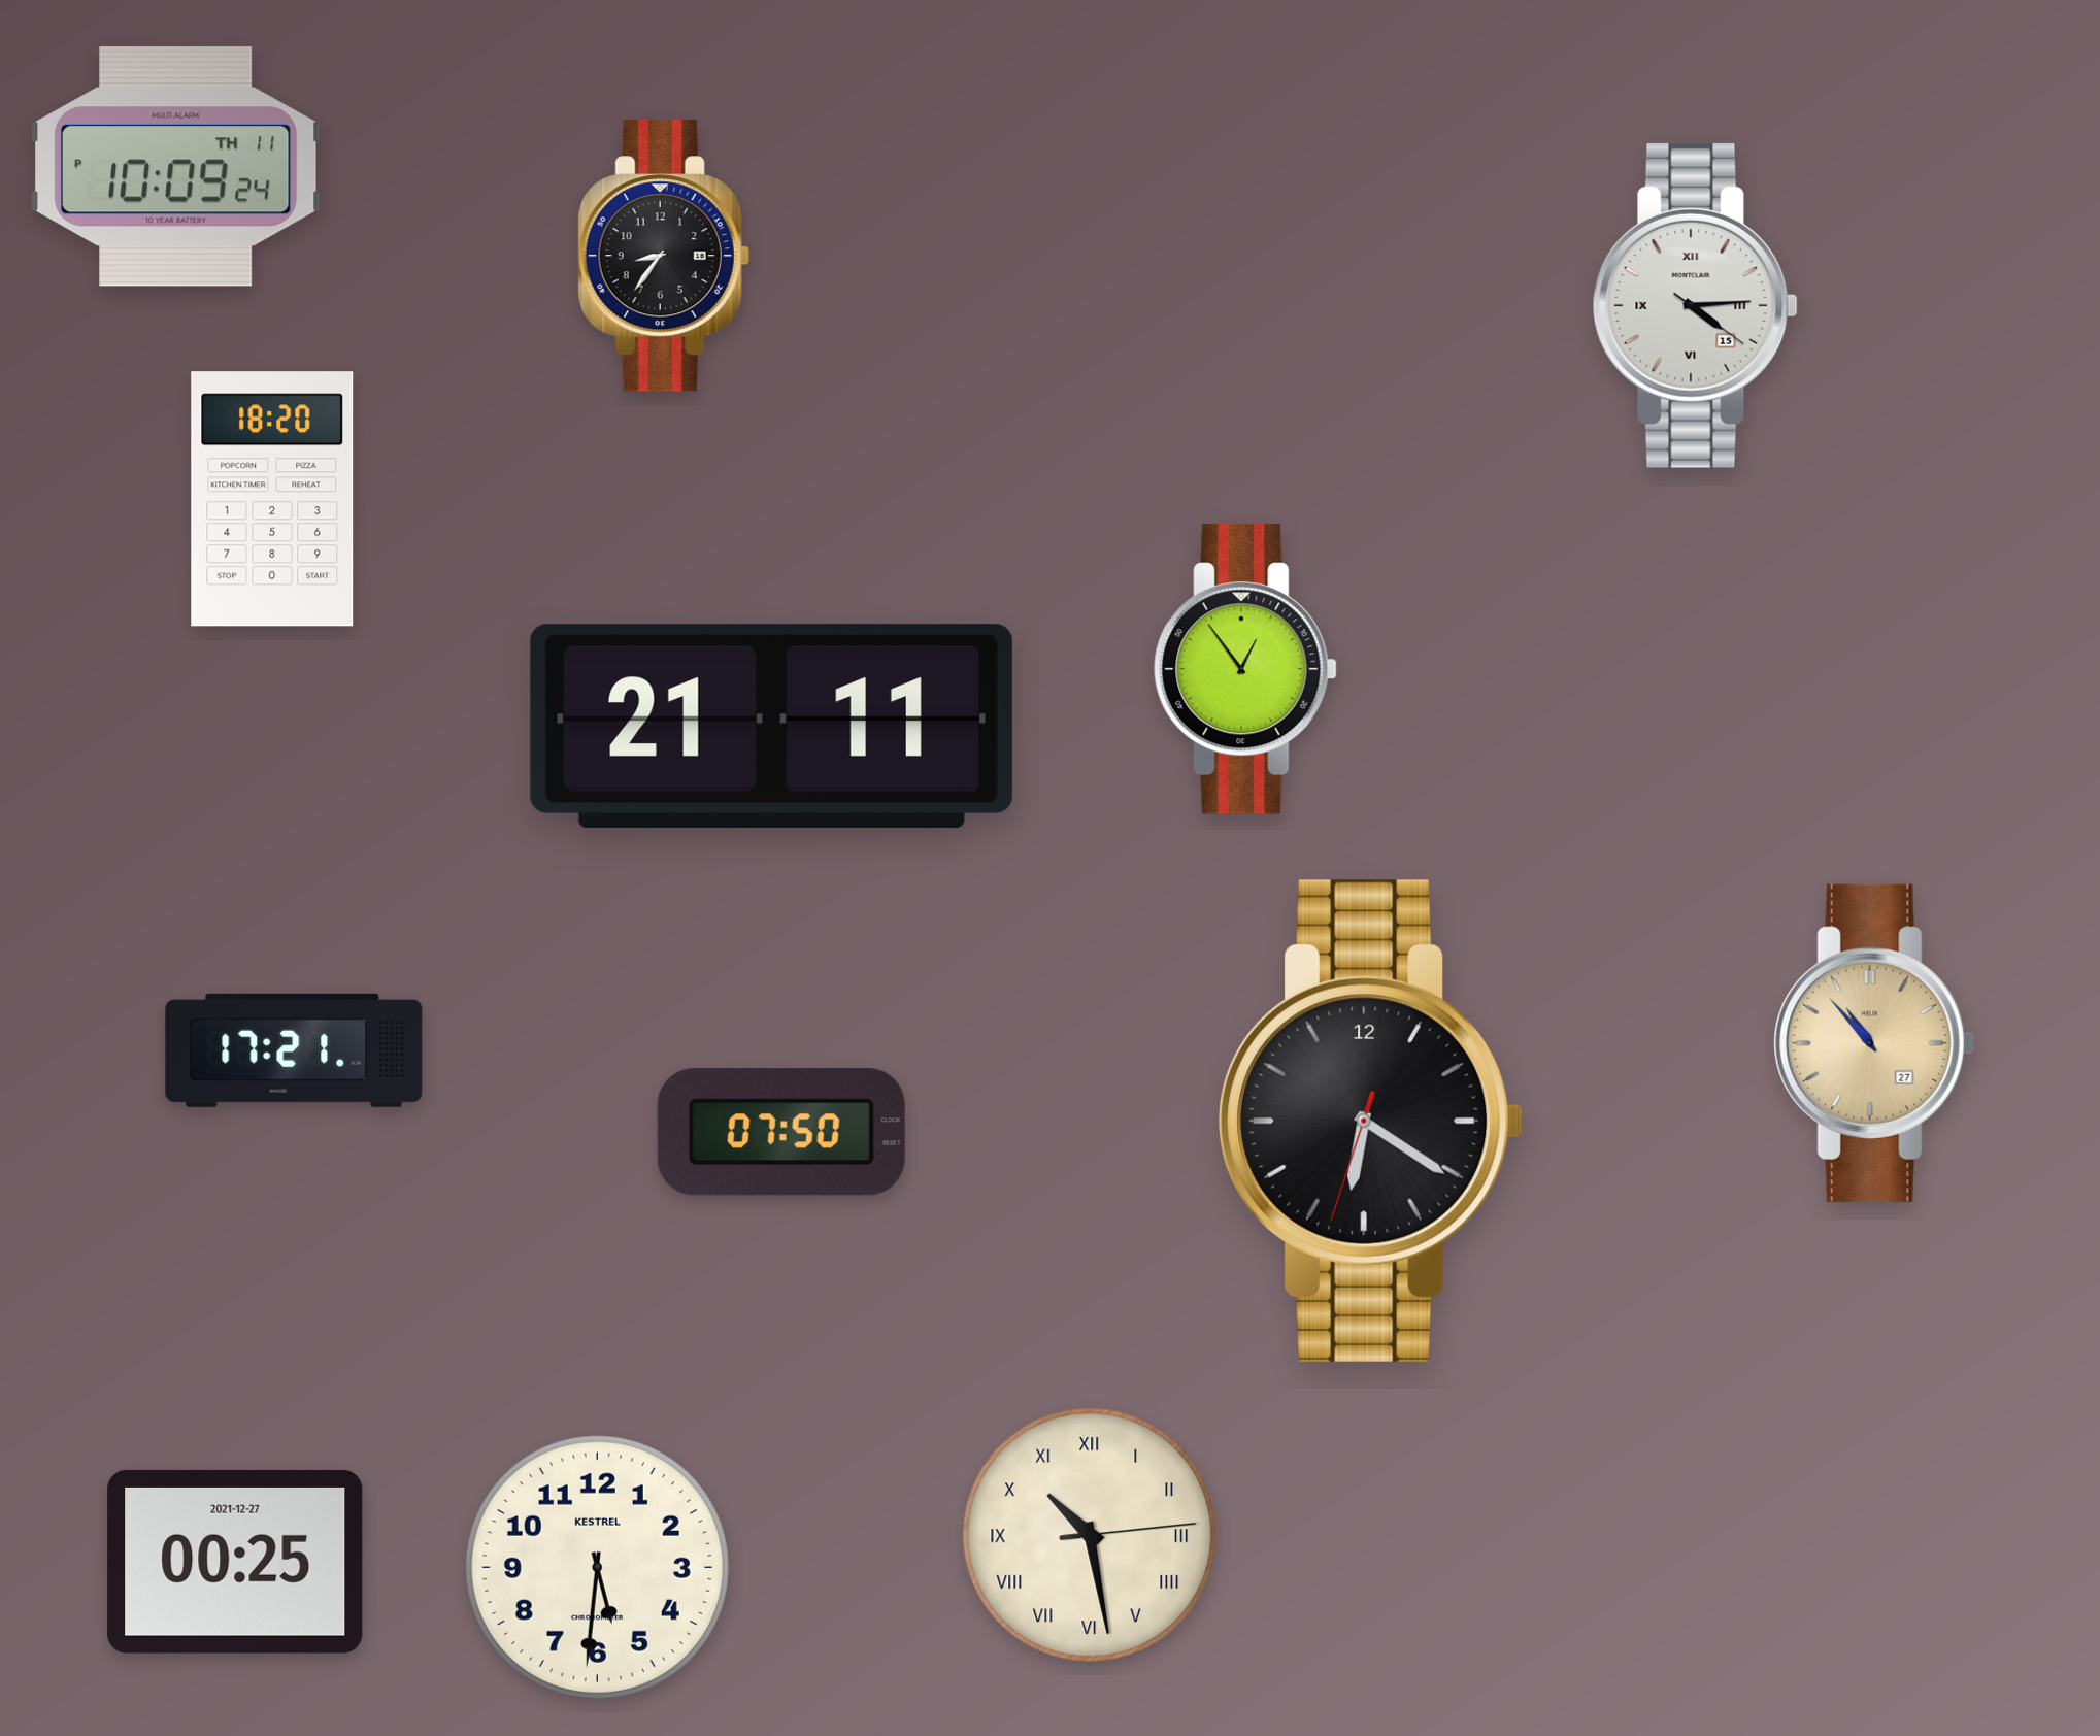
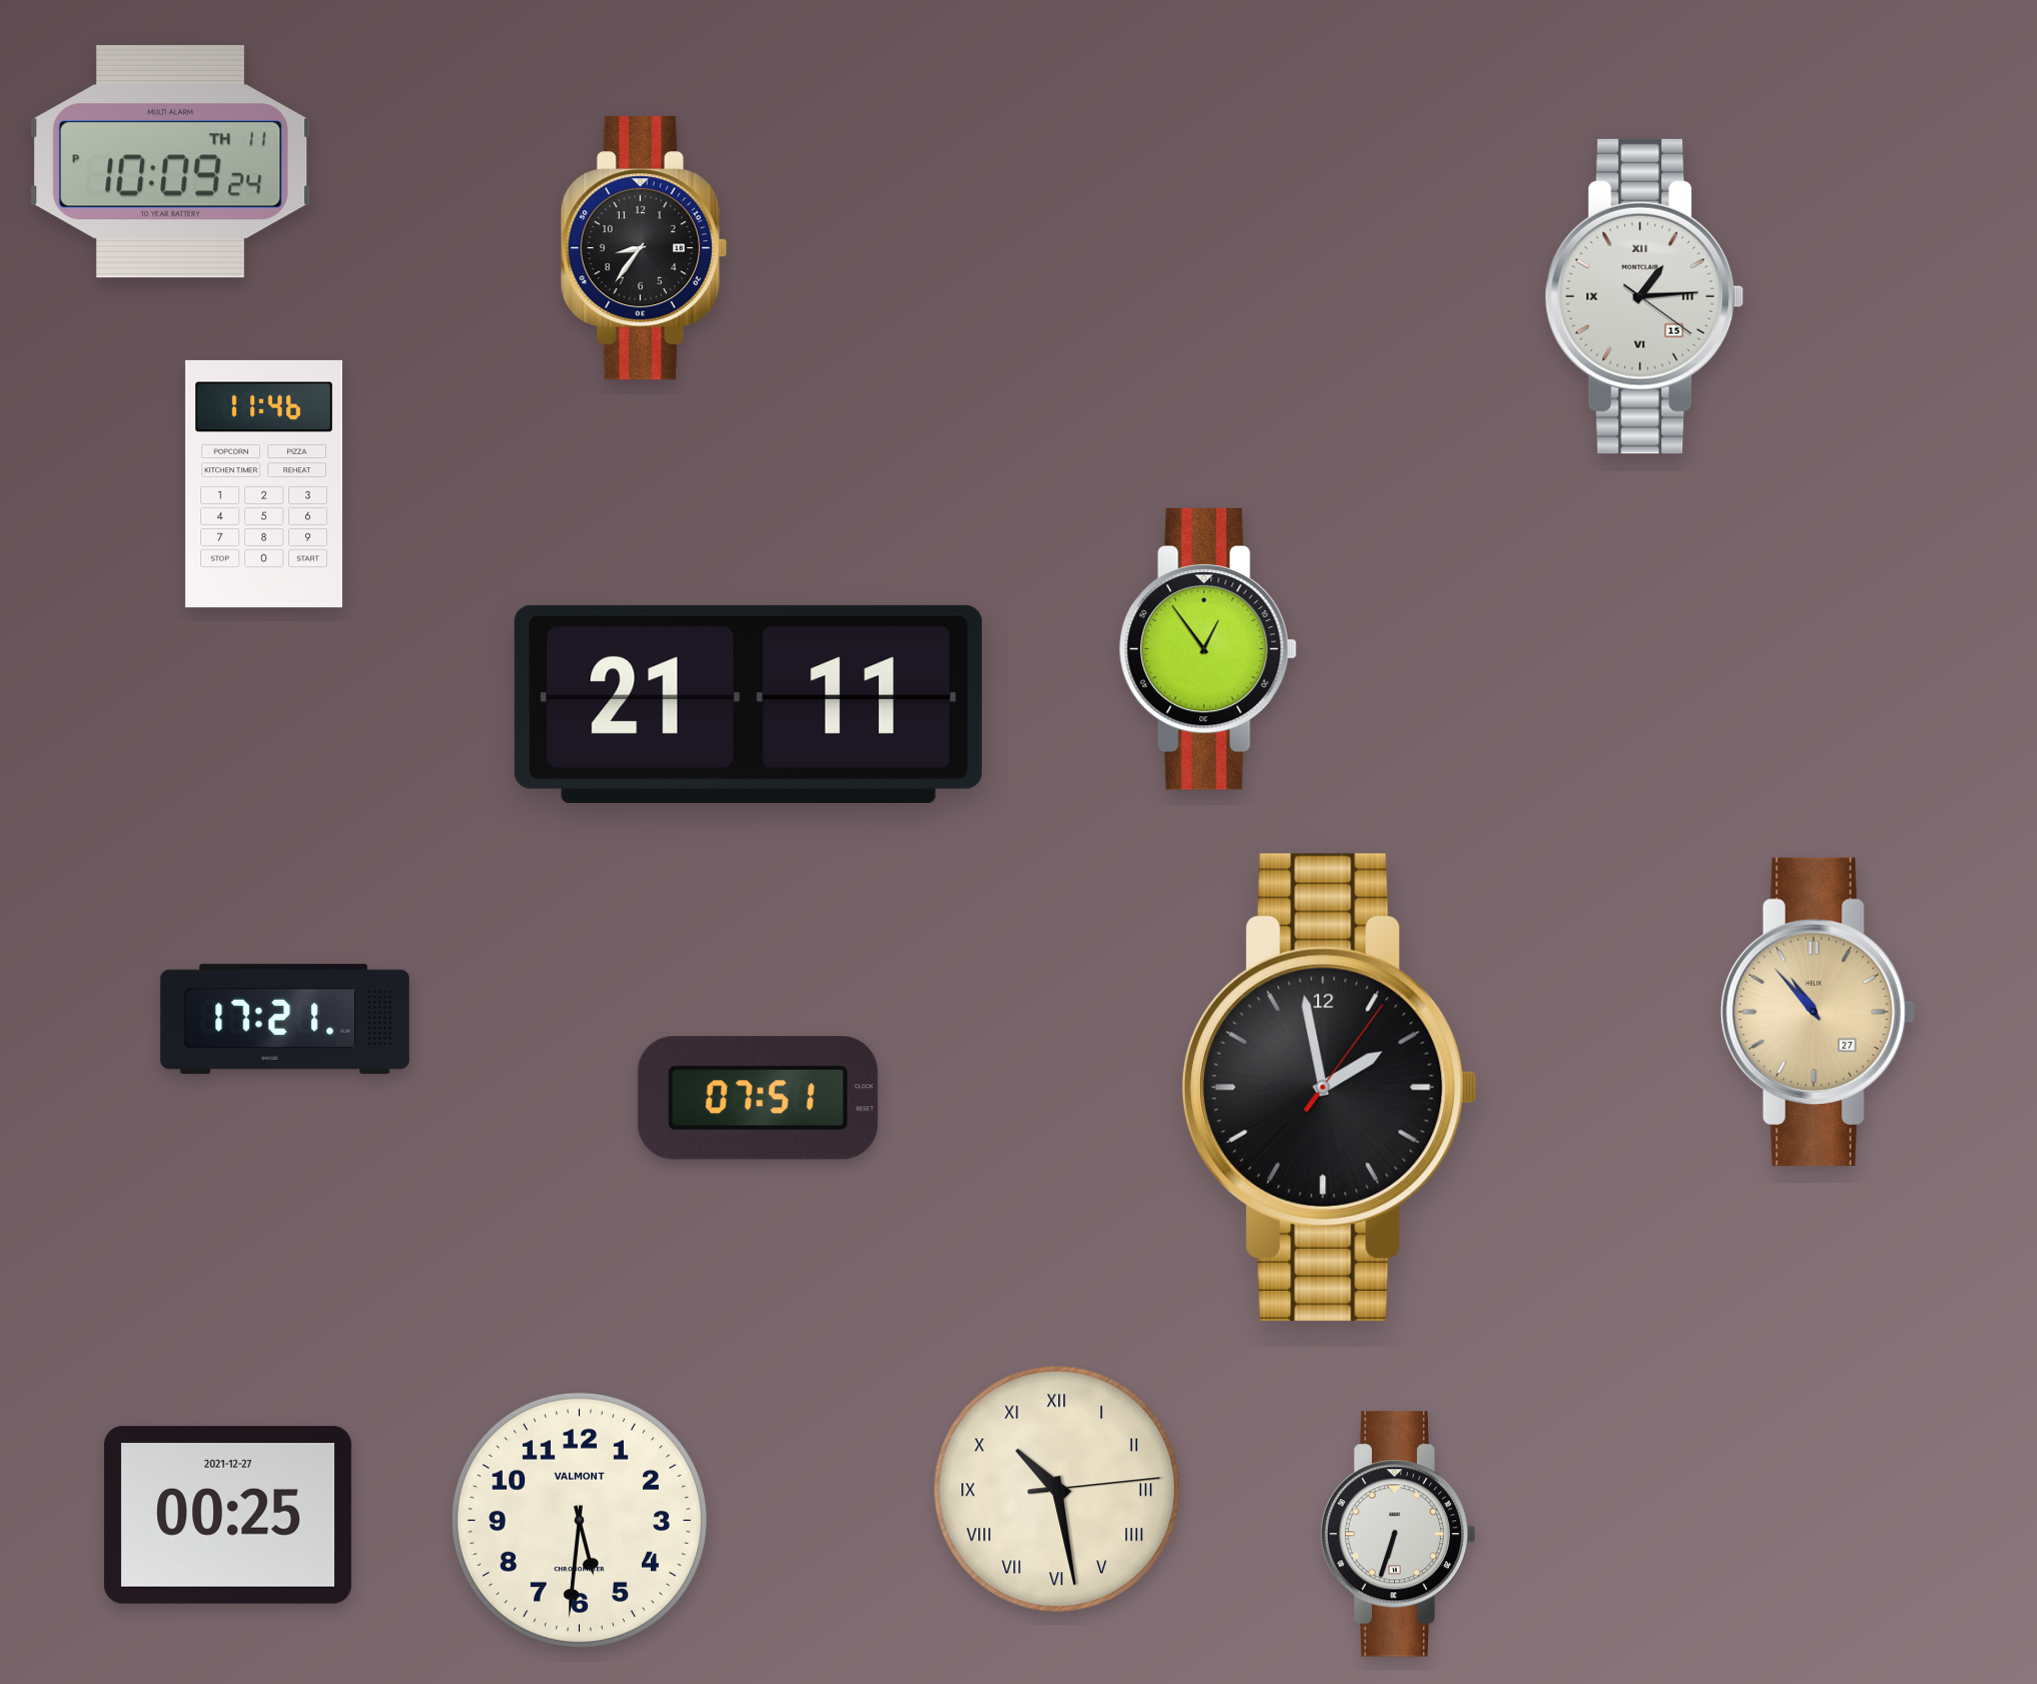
clock at (1695, 305): 4:14 -> 1:14
clock at (272, 499): 18:20 -> 11:46
clock at (1371, 1121): 6:20 -> 1:58
clock at (781, 1132): 07:50 -> 07:51
clock at (597, 1567) brand: KESTREL -> VALMONT
clock at (1398, 1534): none -> 6:33
